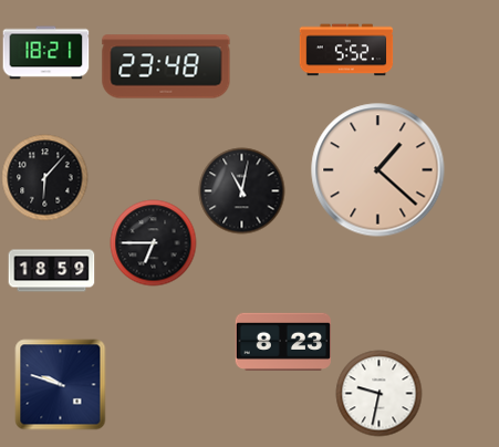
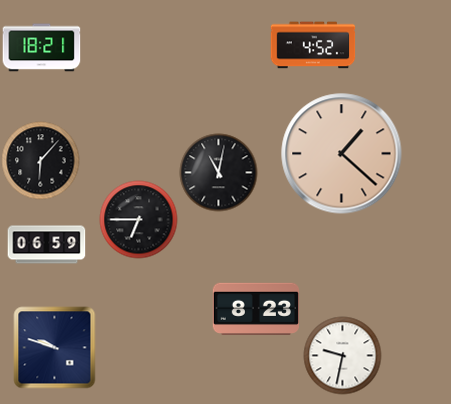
clock at (346, 50): 5:52 -> 4:52
clock at (166, 66): 23:48 -> none
clock at (51, 271): 18:59 -> 06:59
